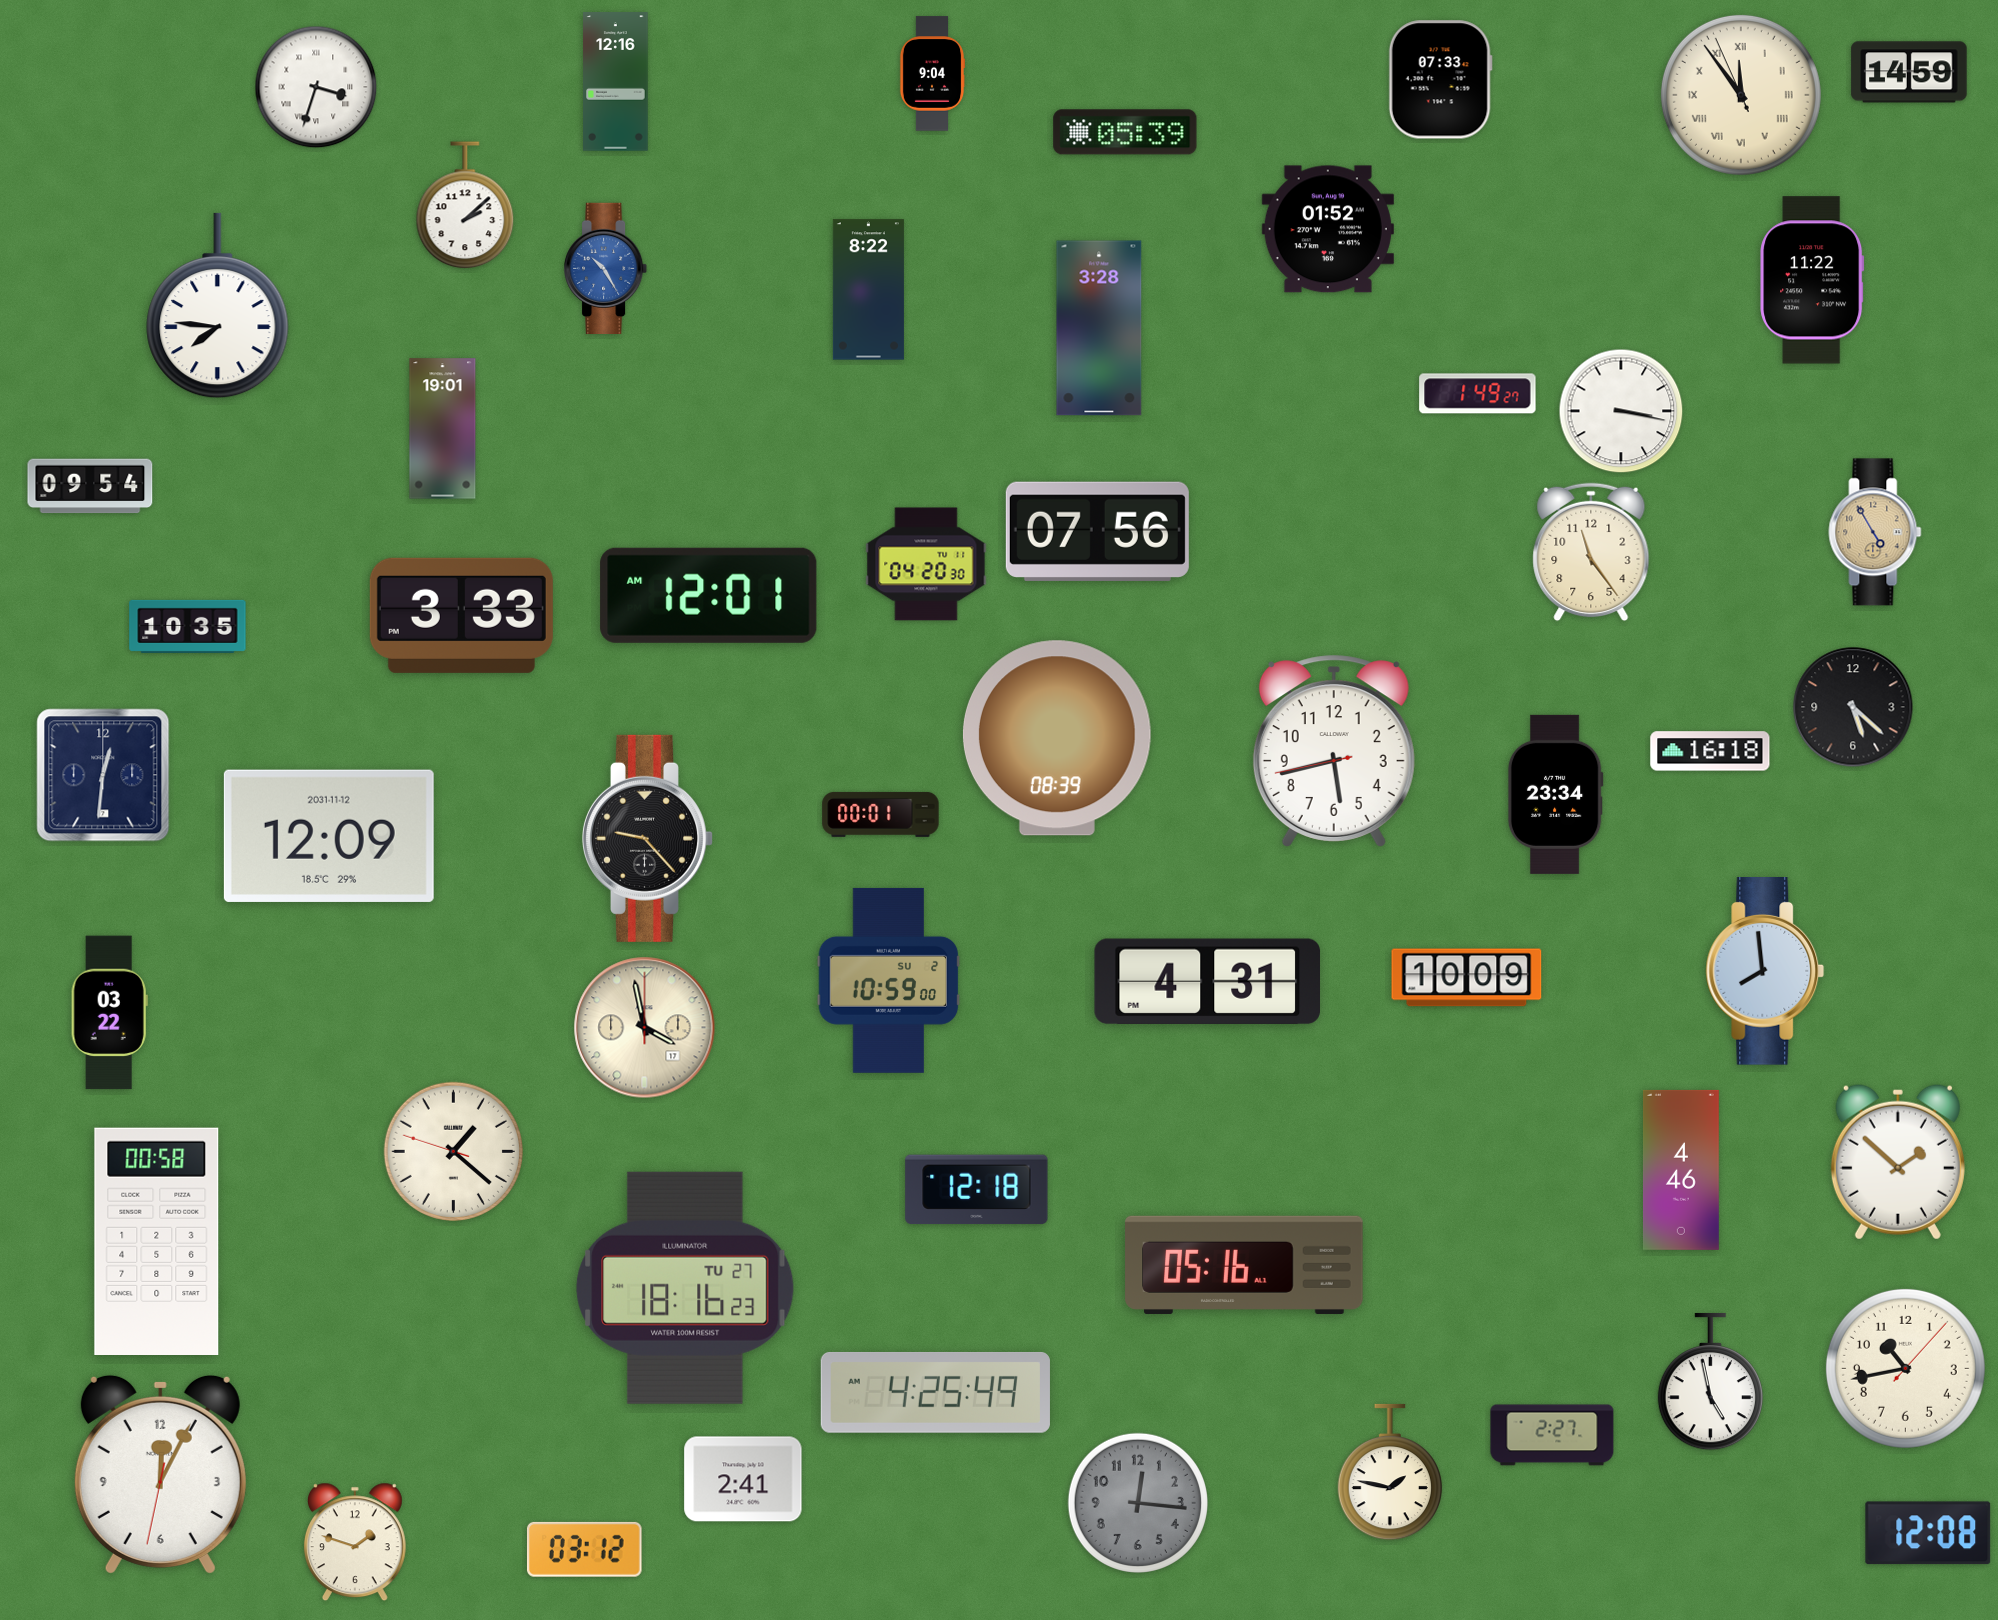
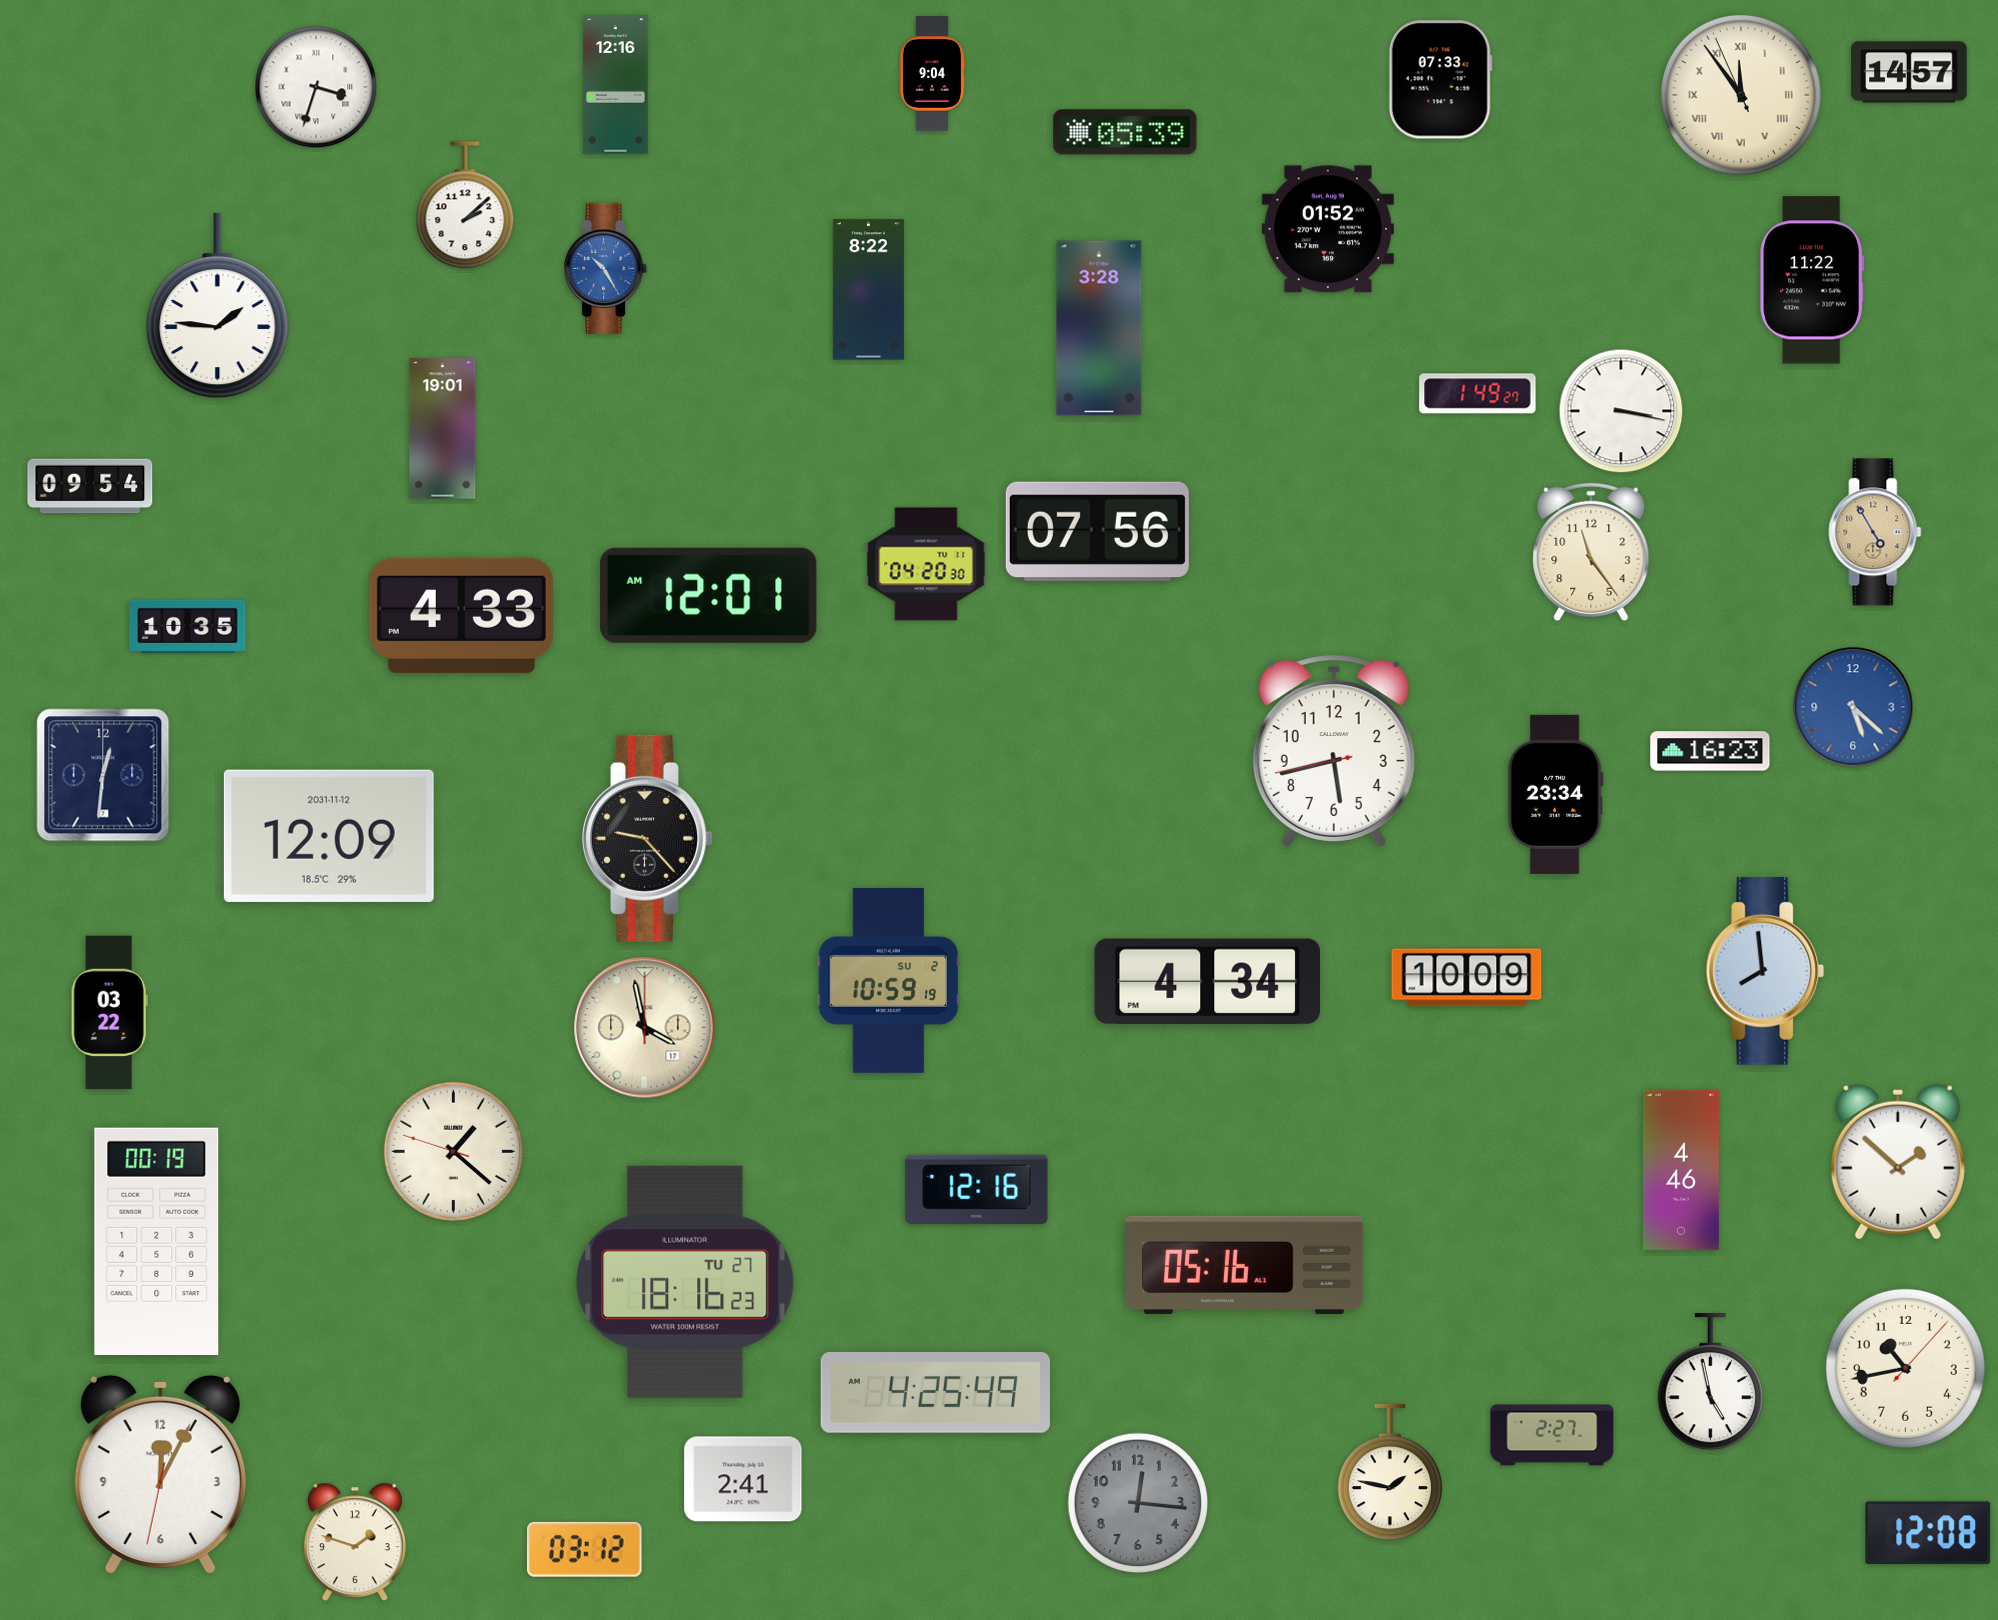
clock at (1909, 72): 14:59 -> 14:57
clock at (616, 82) position: (616, 82) -> (616, 85)
clock at (218, 306): 7:46 -> 1:46
clock at (461, 615): 3:33 -> 4:33
clock at (1853, 707) dial: black -> blue
clock at (1057, 738): 08:39 -> none
clock at (1710, 751): 16:18 -> 16:23
clock at (881, 814): 00:01 -> none
clock at (889, 980): 10:59:00 -> 10:59:19
clock at (1207, 981): 4:31 -> 4:34
clock at (977, 1190): 12:18 -> 12:16
clock at (157, 1241): 00:58 -> 00:19
clock at (685, 1288) position: (685, 1288) -> (685, 1282)
